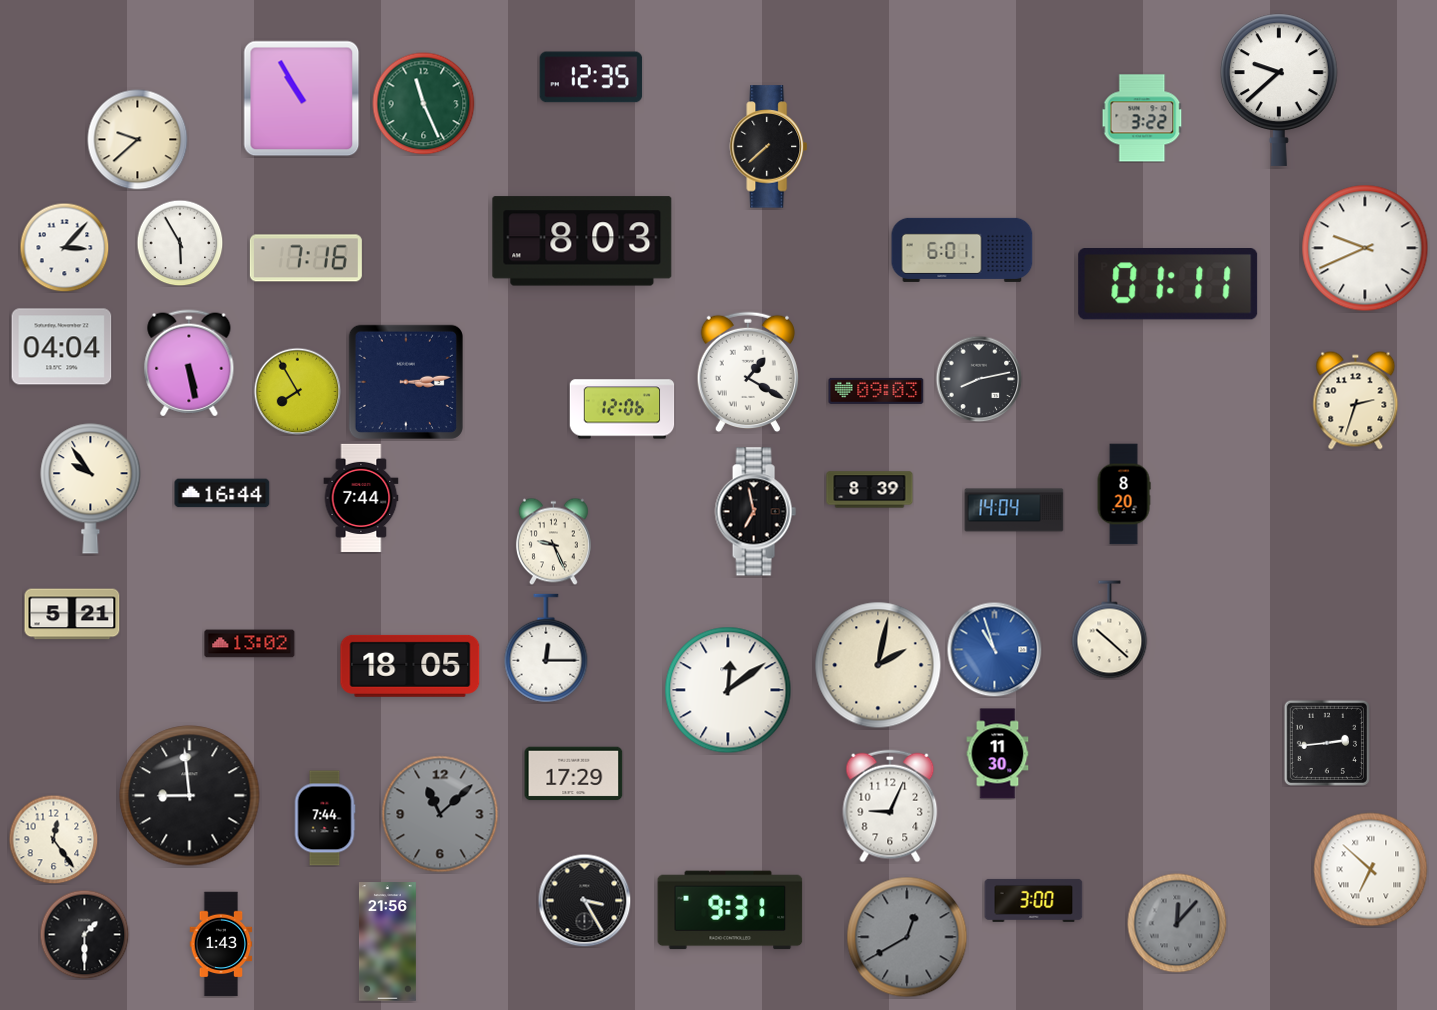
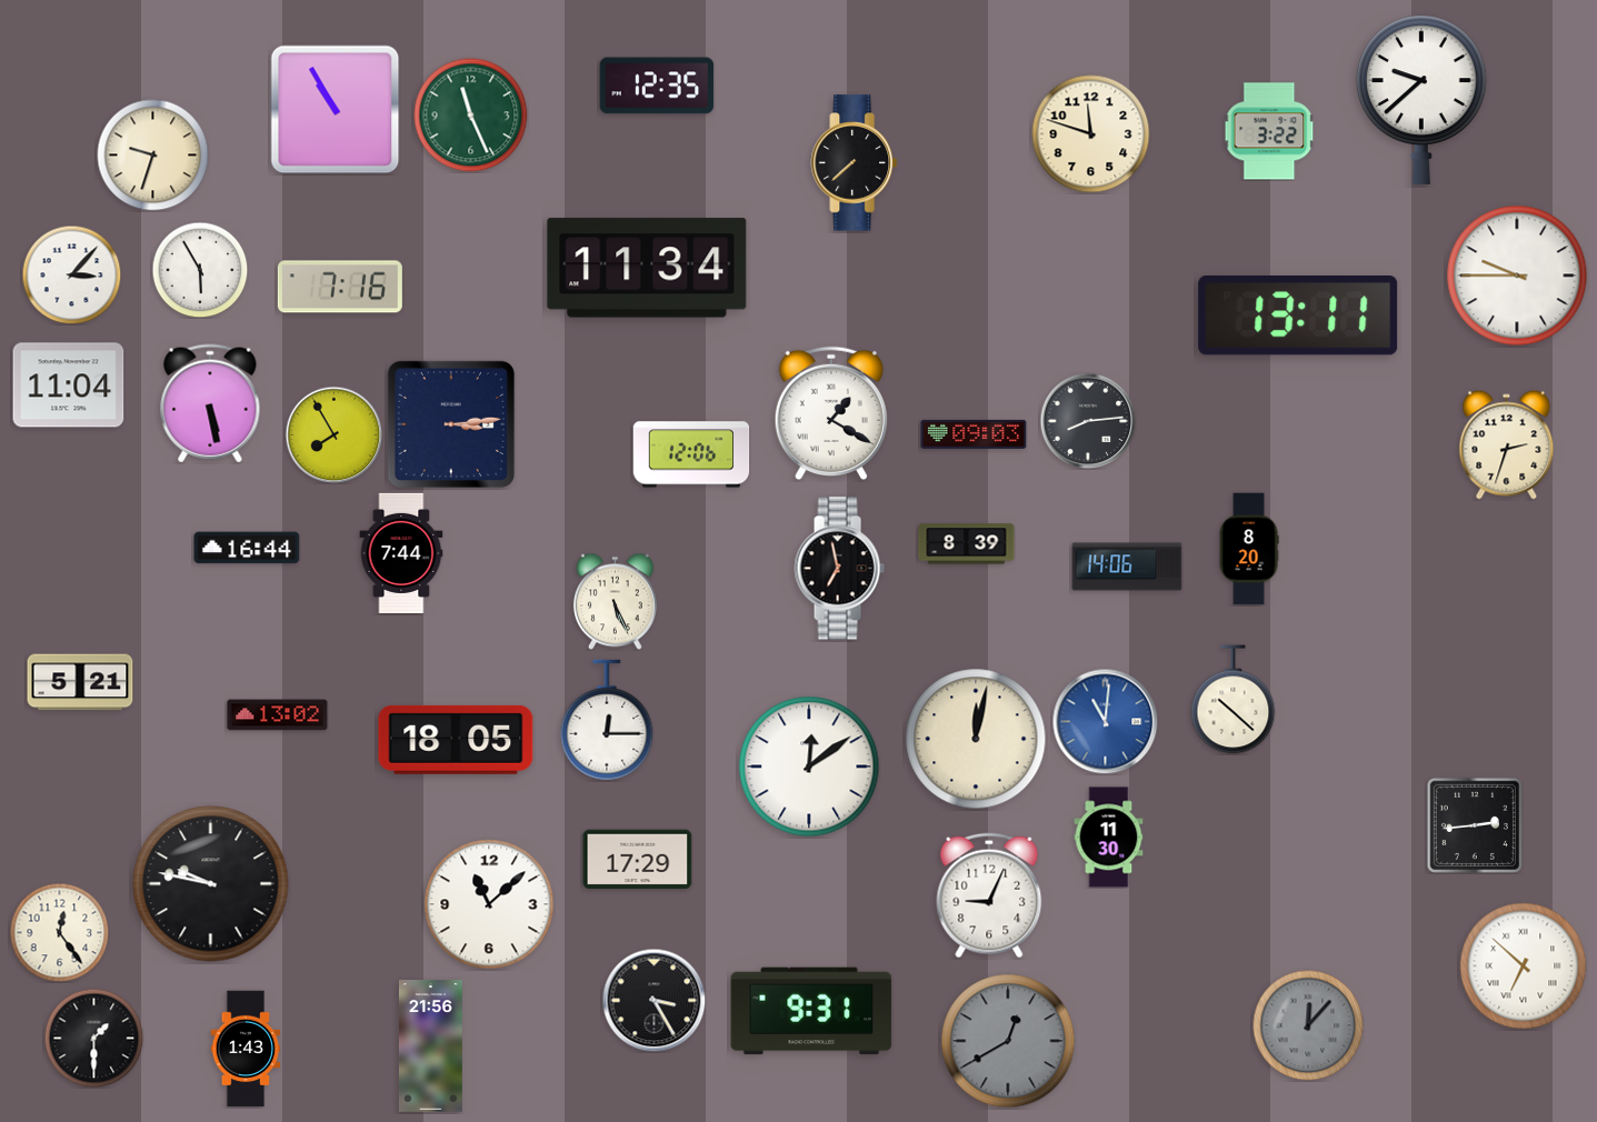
clock at (1091, 134): none -> 11:48
clock at (138, 140): 9:38 -> 9:33
clock at (582, 241): 8:03 -> 11:34
clock at (1365, 248): 9:41 -> 9:45
clock at (962, 250): 6:01 -> none
clock at (1168, 285): 01:11 -> 13:11
clock at (62, 347): 04:04 -> 11:04
clock at (979, 379): 8:13 -> 8:14
clock at (297, 391) position: (297, 391) -> (333, 434)
clock at (91, 489): 9:54 -> none
clock at (1014, 510): 14:04 -> 14:06
clock at (553, 541): 9:26 -> 5:26
clock at (994, 649): 10:57 -> 11:01
clock at (878, 665): 2:02 -> 12:02
clock at (190, 796): 8:59 -> 9:47
clock at (440, 814) dial: grey -> white
clock at (325, 818): 7:44 -> none
clock at (584, 900) position: (584, 900) -> (653, 1000)
clock at (1034, 900): 3:00 -> none
